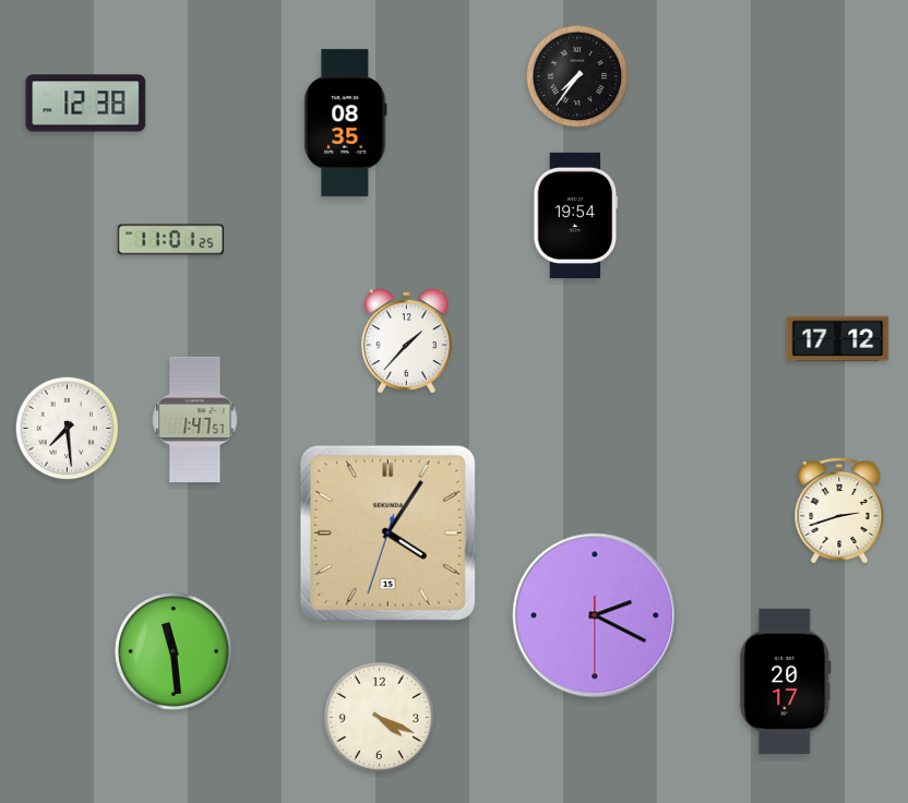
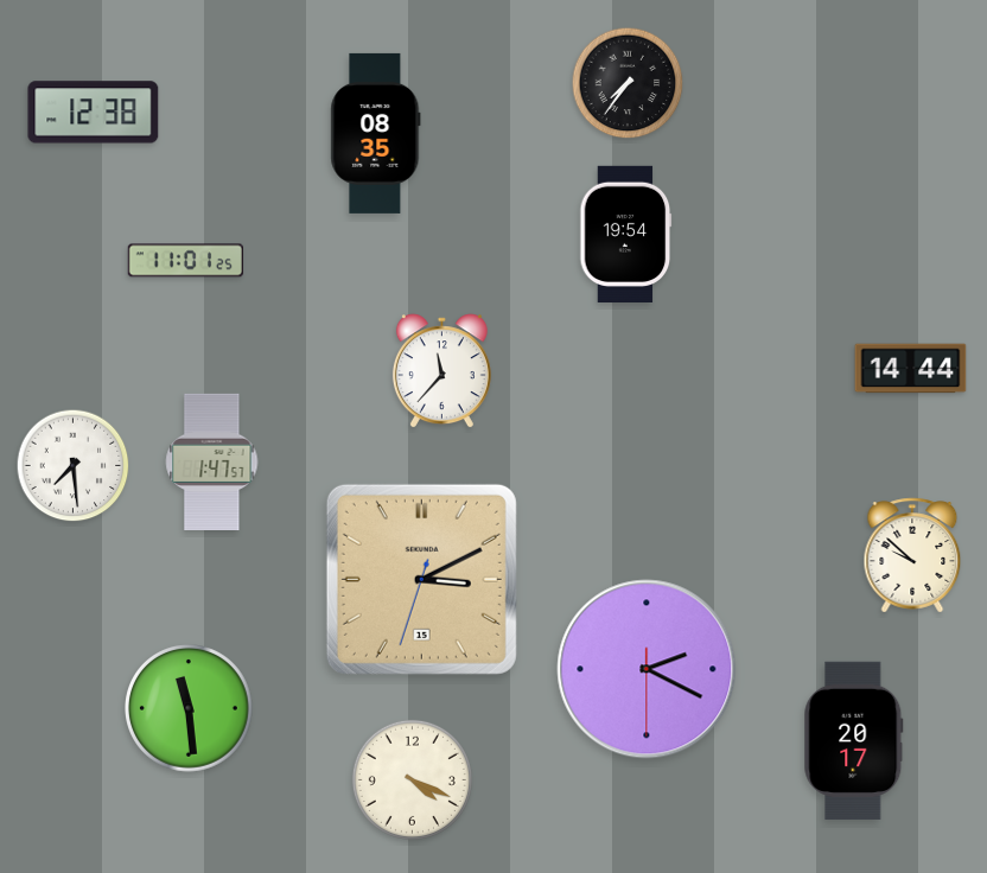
clock at (838, 339): 17:12 -> 14:44
clock at (406, 341): 1:37 -> 11:37
clock at (195, 419) position: (195, 419) -> (212, 461)
clock at (839, 511): 2:42 -> 9:52
clock at (387, 532): 4:05 -> 3:10
